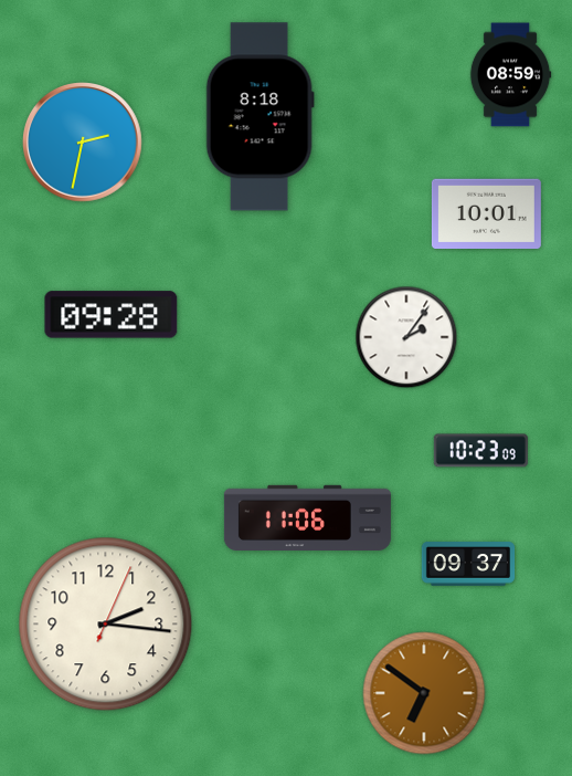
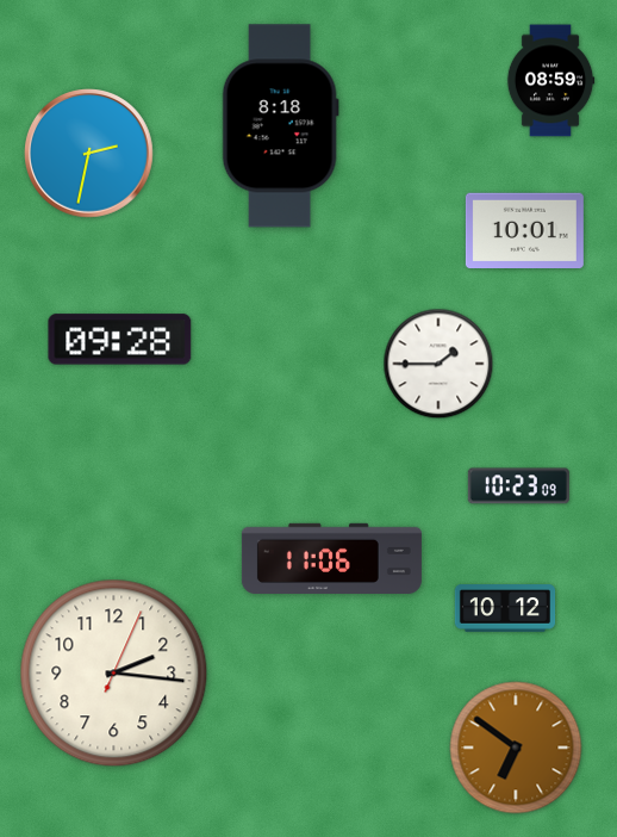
clock at (406, 337): 2:06 -> 1:45
clock at (468, 564): 09:37 -> 10:12
clock at (424, 693) position: (424, 693) -> (516, 748)
